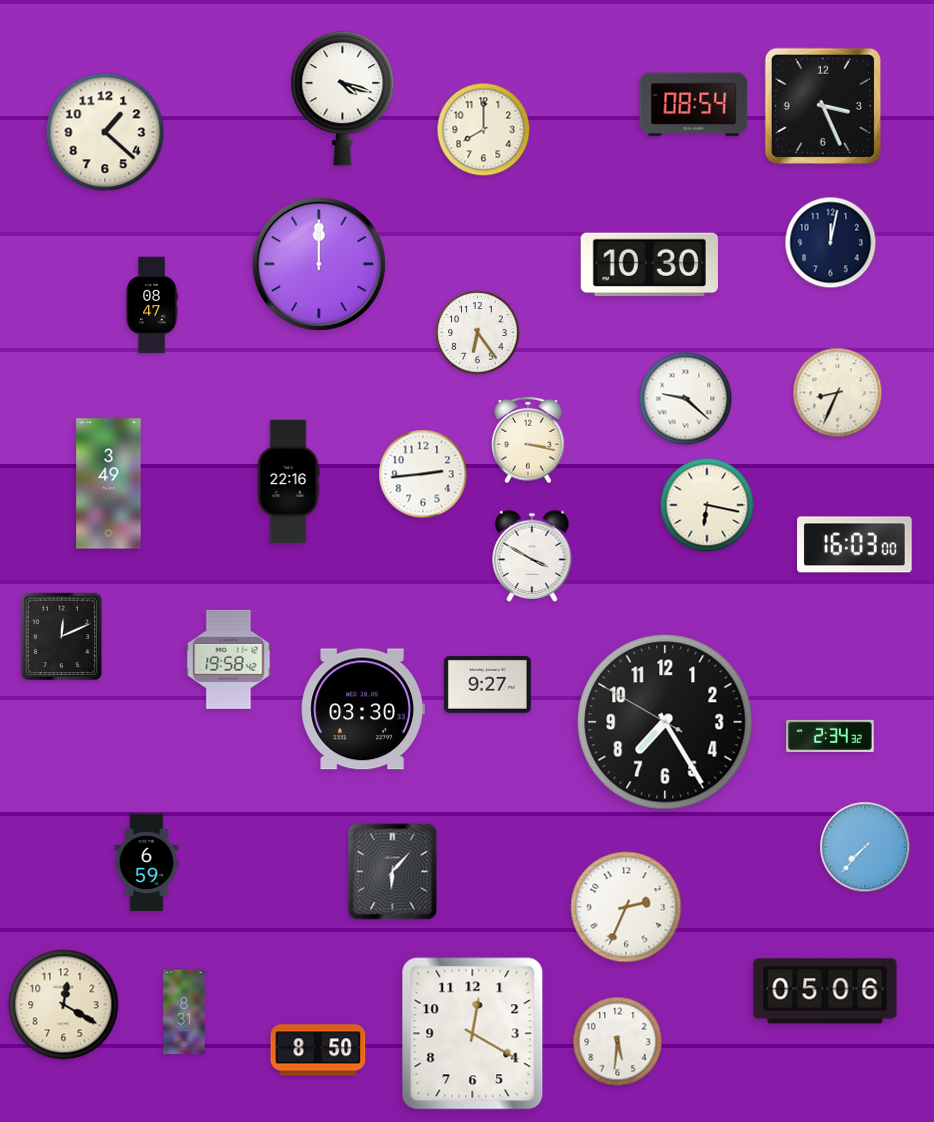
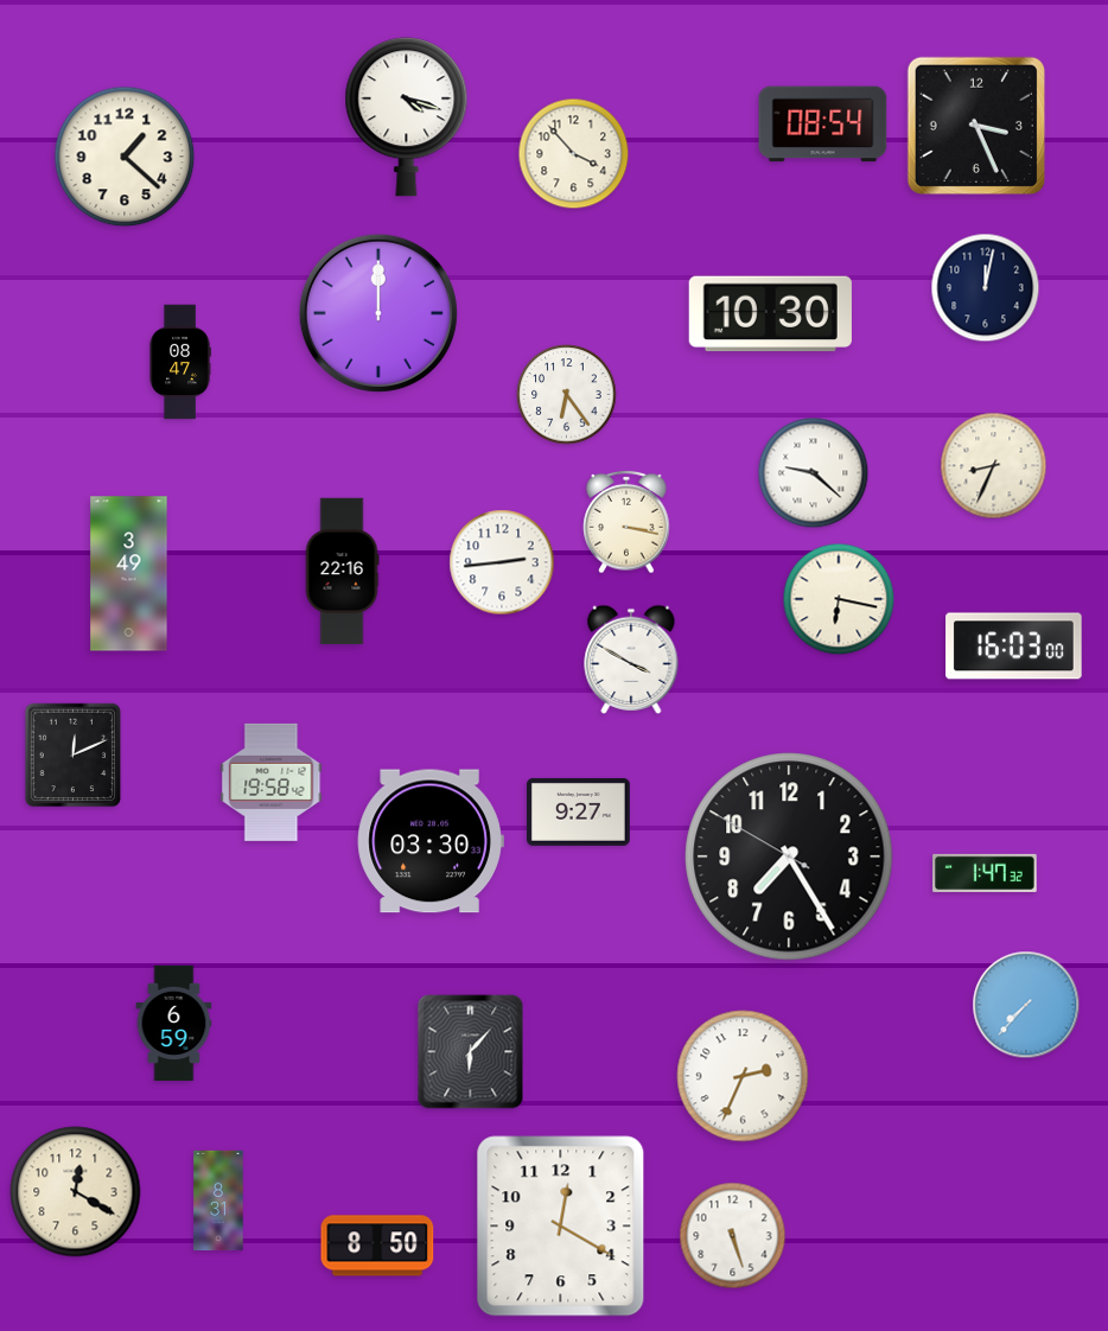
clock at (484, 130): 8:00 -> 3:53
clock at (830, 736): 2:34 -> 1:47
clock at (393, 872) position: (393, 872) -> (471, 1052)
clock at (825, 991): 05:06 -> none
clock at (618, 1042): 5:31 -> 5:27
